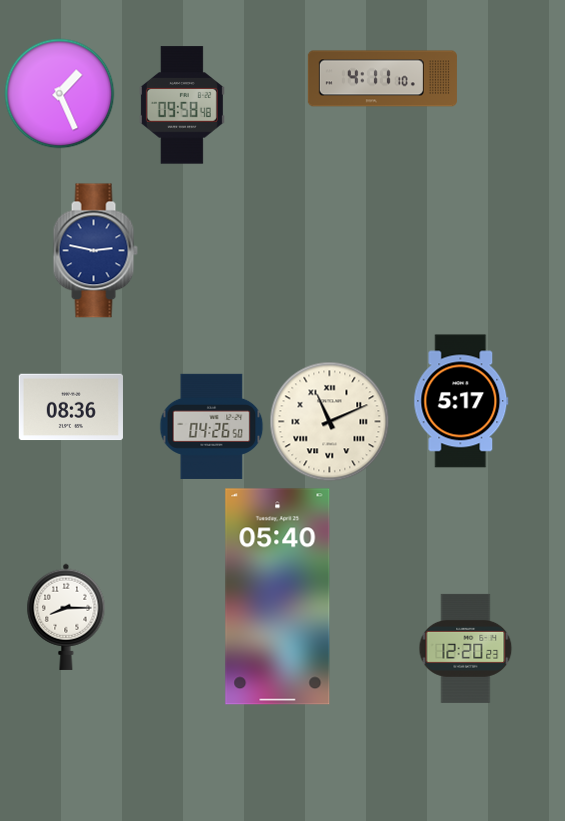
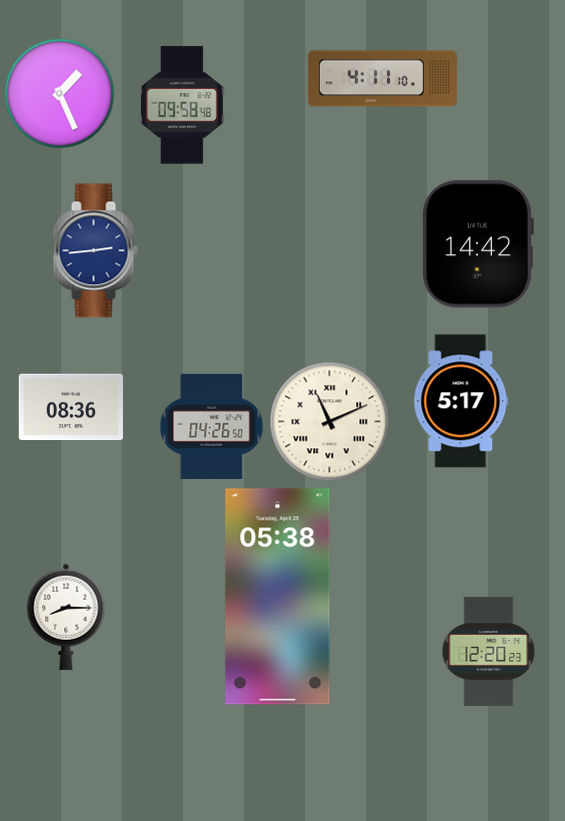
clock at (477, 244): none -> 14:42
clock at (95, 251): 2:47 -> 2:44
clock at (278, 597): 05:40 -> 05:38
clock at (466, 648) position: (466, 648) -> (489, 651)
